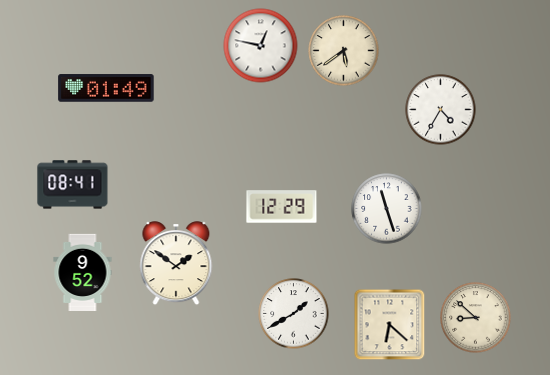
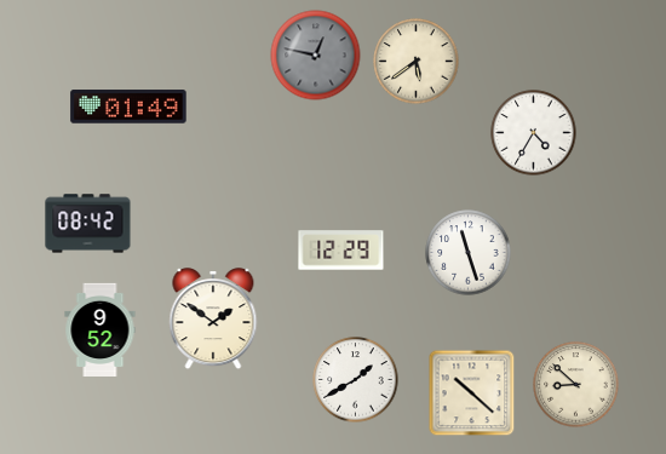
clock at (261, 46) dial: white -> grey
clock at (73, 185): 08:41 -> 08:42
clock at (390, 325): 6:22 -> 10:22
